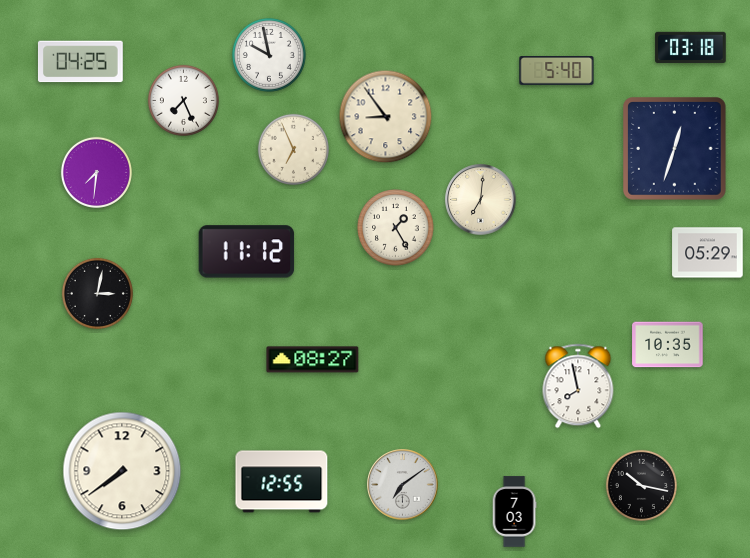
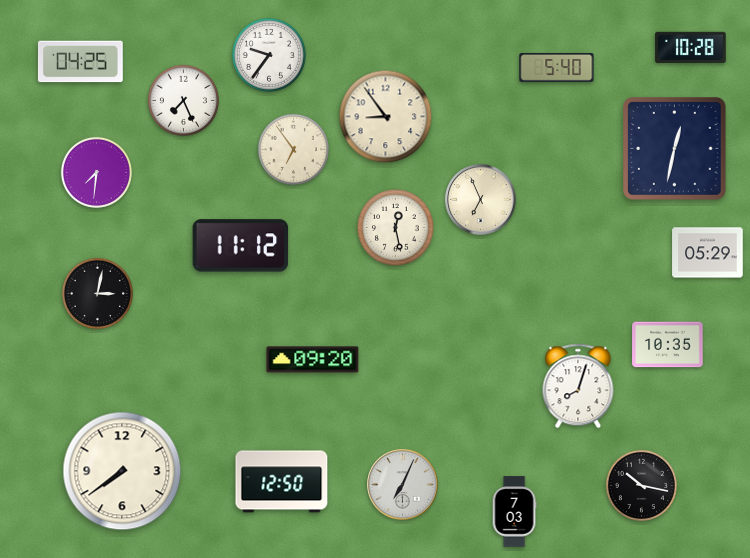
clock at (691, 47): 03:18 -> 10:28
clock at (269, 55): 9:58 -> 9:36
clock at (557, 71) position: (557, 71) -> (557, 68)
clock at (293, 149): 6:56 -> 6:54
clock at (675, 149): 12:33 -> 12:32
clock at (481, 200): 7:01 -> 6:56
clock at (396, 228): 1:25 -> 12:28
clock at (247, 252) position: (247, 252) -> (241, 246)
clock at (313, 360): 08:27 -> 09:20
clock at (578, 386): 7:58 -> 8:03
clock at (282, 482): 12:55 -> 12:50
clock at (403, 485): 7:09 -> 7:04
